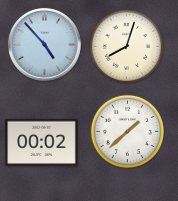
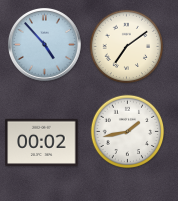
clock at (127, 47): 8:03 -> 7:09
clock at (128, 132): 1:38 -> 1:43
